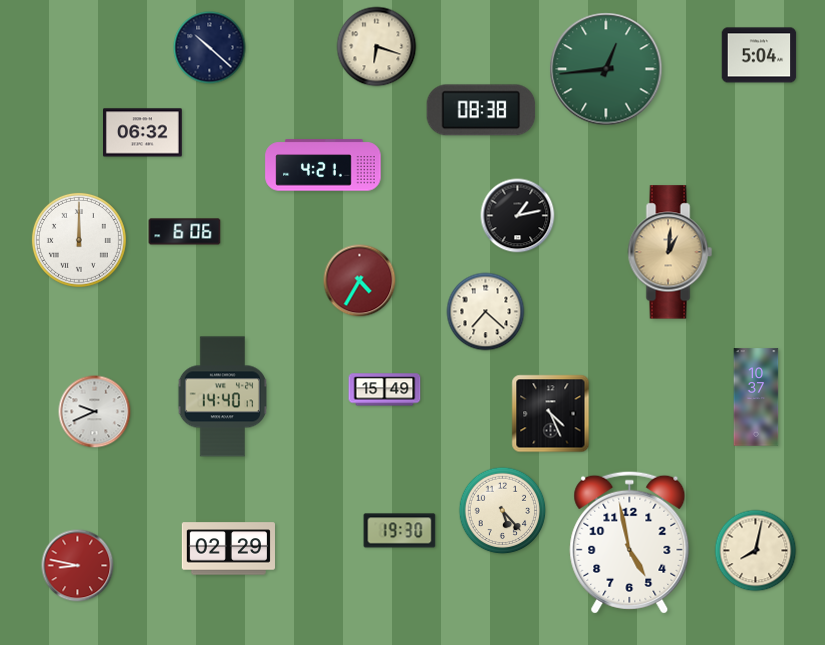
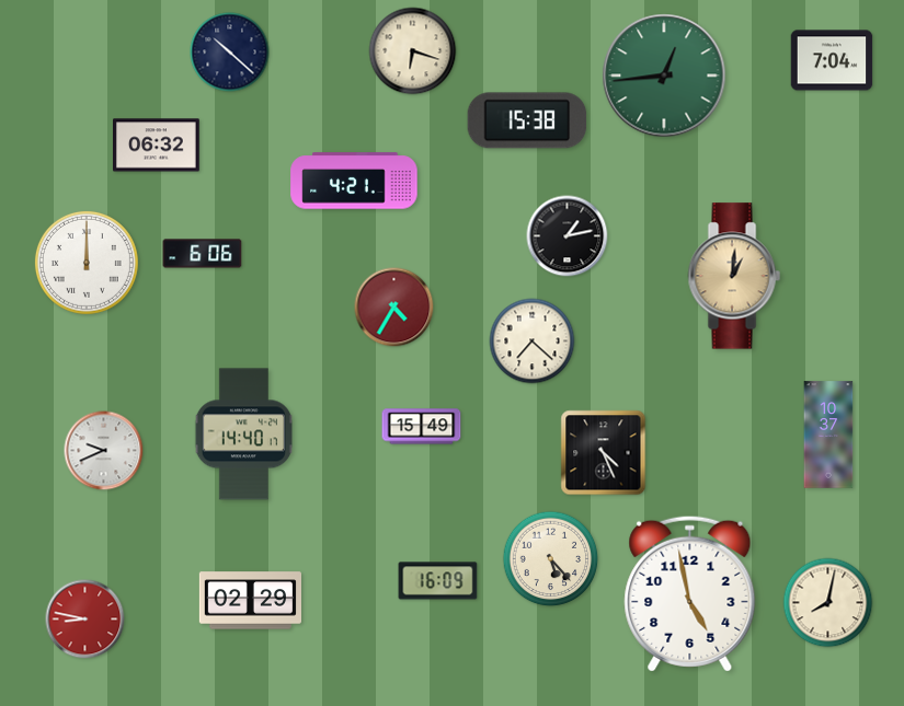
clock at (759, 55): 5:04 -> 7:04
clock at (481, 110): 08:38 -> 15:38
clock at (400, 531): 19:30 -> 16:09
